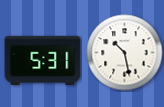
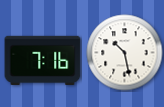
clock at (43, 60): 5:31 -> 7:16
